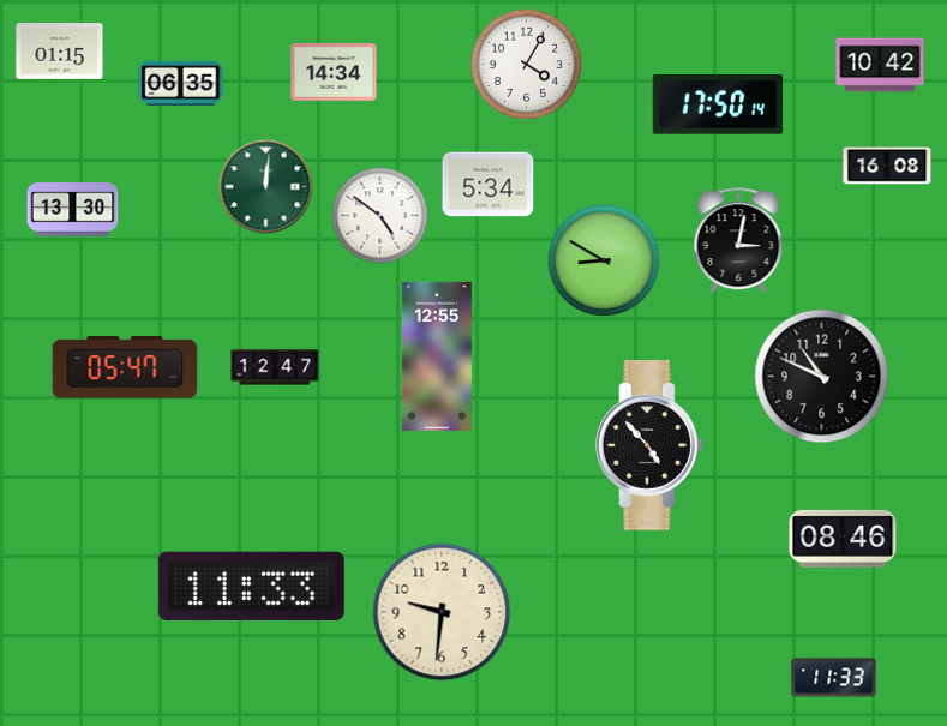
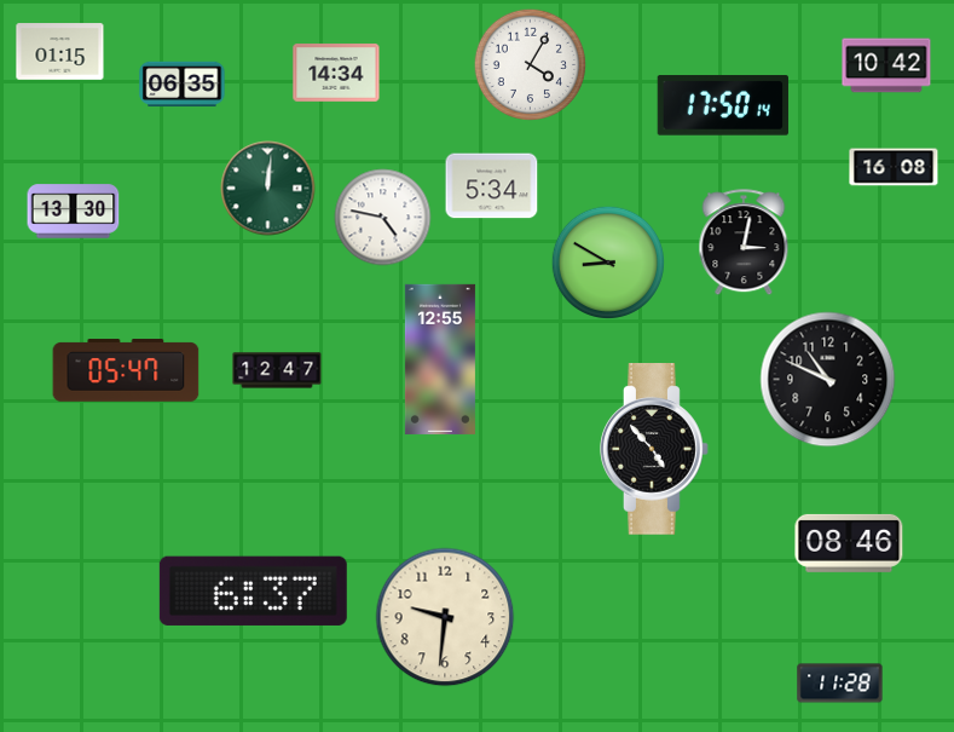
clock at (380, 216): 4:51 -> 4:47
clock at (251, 586): 11:33 -> 6:37
clock at (834, 678): 11:33 -> 11:28
